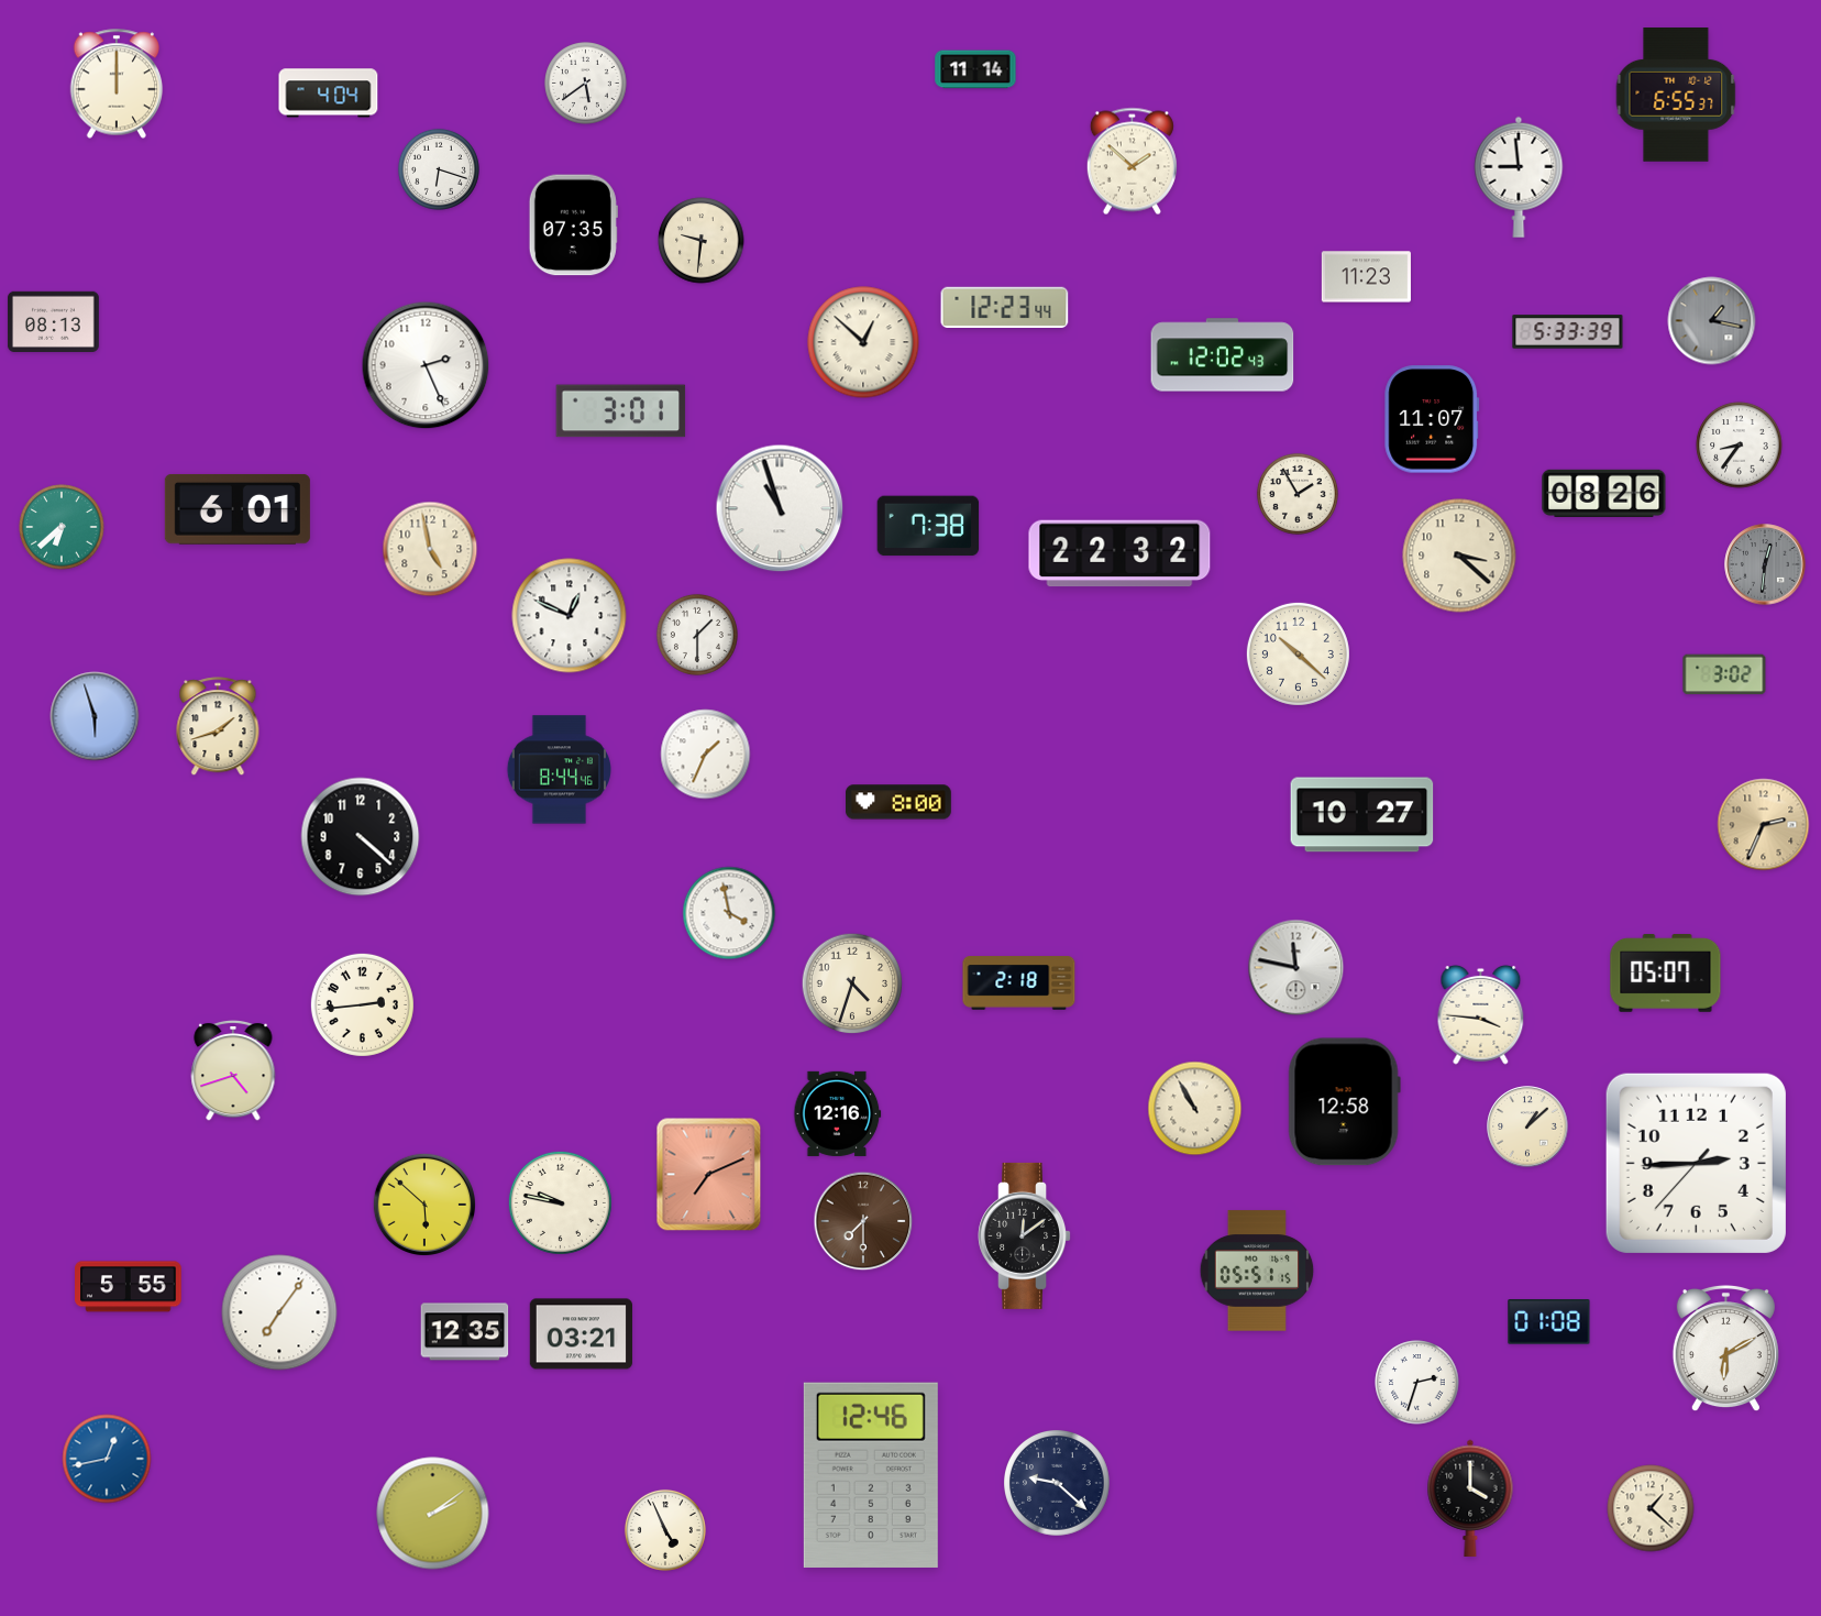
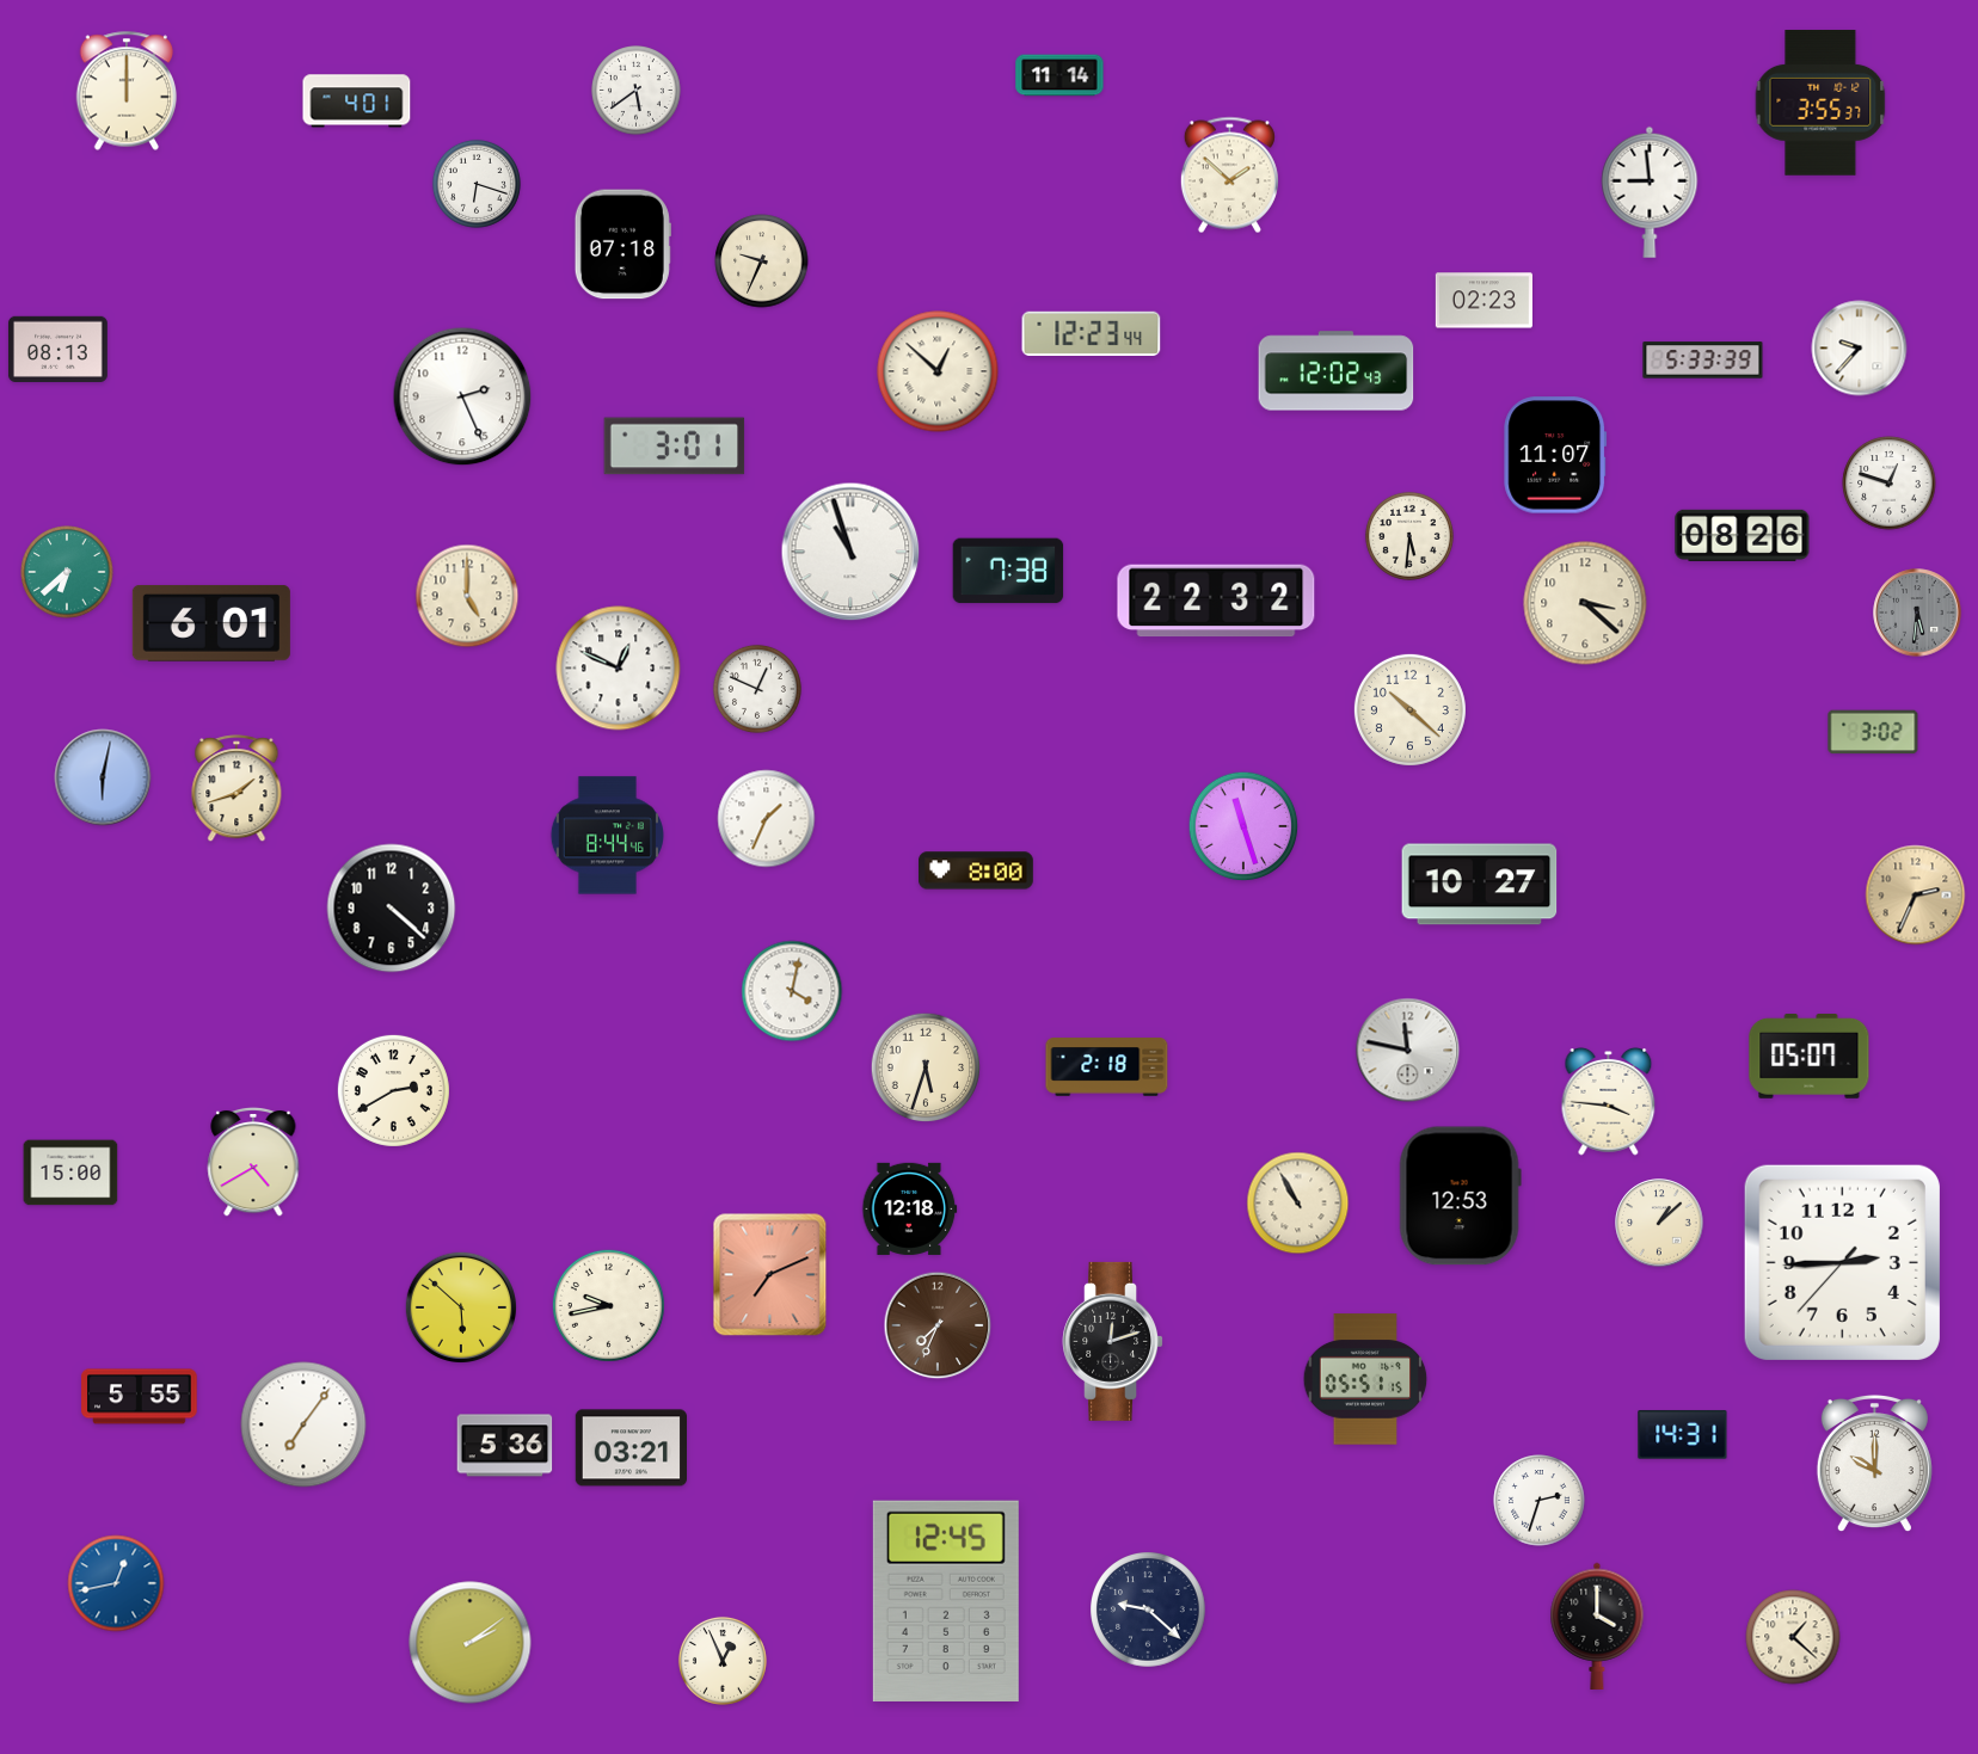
clock at (329, 94): 4:04 -> 4:01
clock at (1676, 96): 6:55 -> 3:55
clock at (573, 226): 07:35 -> 07:18
clock at (702, 241): 9:31 -> 9:34
clock at (1366, 277): 11:23 -> 02:23
clock at (1712, 321): 1:17 -> 9:37
clock at (1712, 321) dial: grey -> white
clock at (1223, 355) position: (1223, 355) -> (1337, 371)
clock at (1740, 446): 8:36 -> 12:48
clock at (1298, 494): 1:55 -> 5:31
clock at (780, 508) position: (780, 508) -> (850, 552)
clock at (238, 509) position: (238, 509) -> (211, 623)
clock at (430, 549): 4:58 -> 5:00
clock at (1765, 564): 12:31 -> 5:31
clock at (697, 635): 1:30 -> 12:49
clock at (95, 716): 5:57 -> 6:02
clock at (1243, 826): none -> 11:27
clock at (729, 913): 3:58 -> 4:02
clock at (852, 983): 4:33 -> 5:33
clock at (362, 1004): 2:44 -> 2:40
clock at (233, 1070): 4:42 -> 4:40
clock at (70, 1173): none -> 15:00
clock at (1344, 1102): 12:58 -> 12:53
clock at (838, 1113): 12:16 -> 12:18
clock at (560, 1202): 9:47 -> 9:43
clock at (863, 1221): 7:30 -> 7:34
clock at (1025, 1235): 12:09 -> 12:12
clock at (1549, 1322): 01:08 -> 14:31
clock at (465, 1332): 12:35 -> 5:36
clock at (1725, 1349): 6:10 -> 10:00
clock at (871, 1475): 12:46 -> 12:45
clock at (665, 1530): 4:56 -> 12:56
